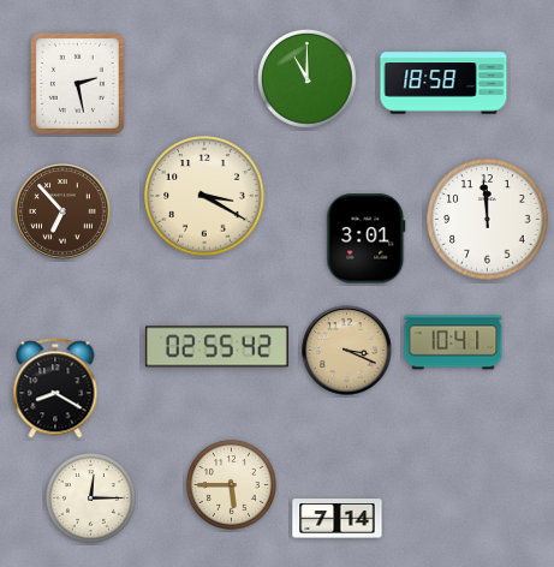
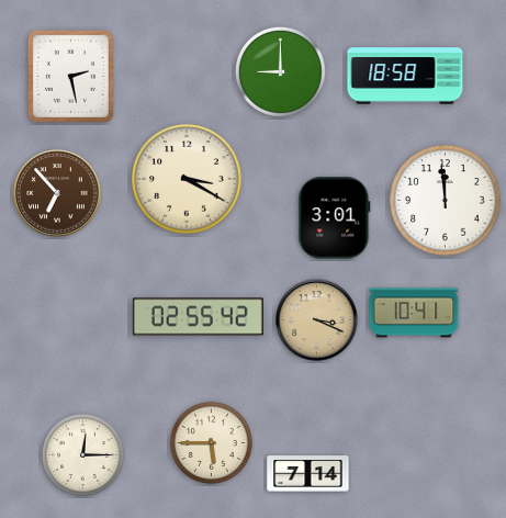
clock at (308, 79): 11:00 -> 9:00
clock at (55, 388): 8:20 -> none
